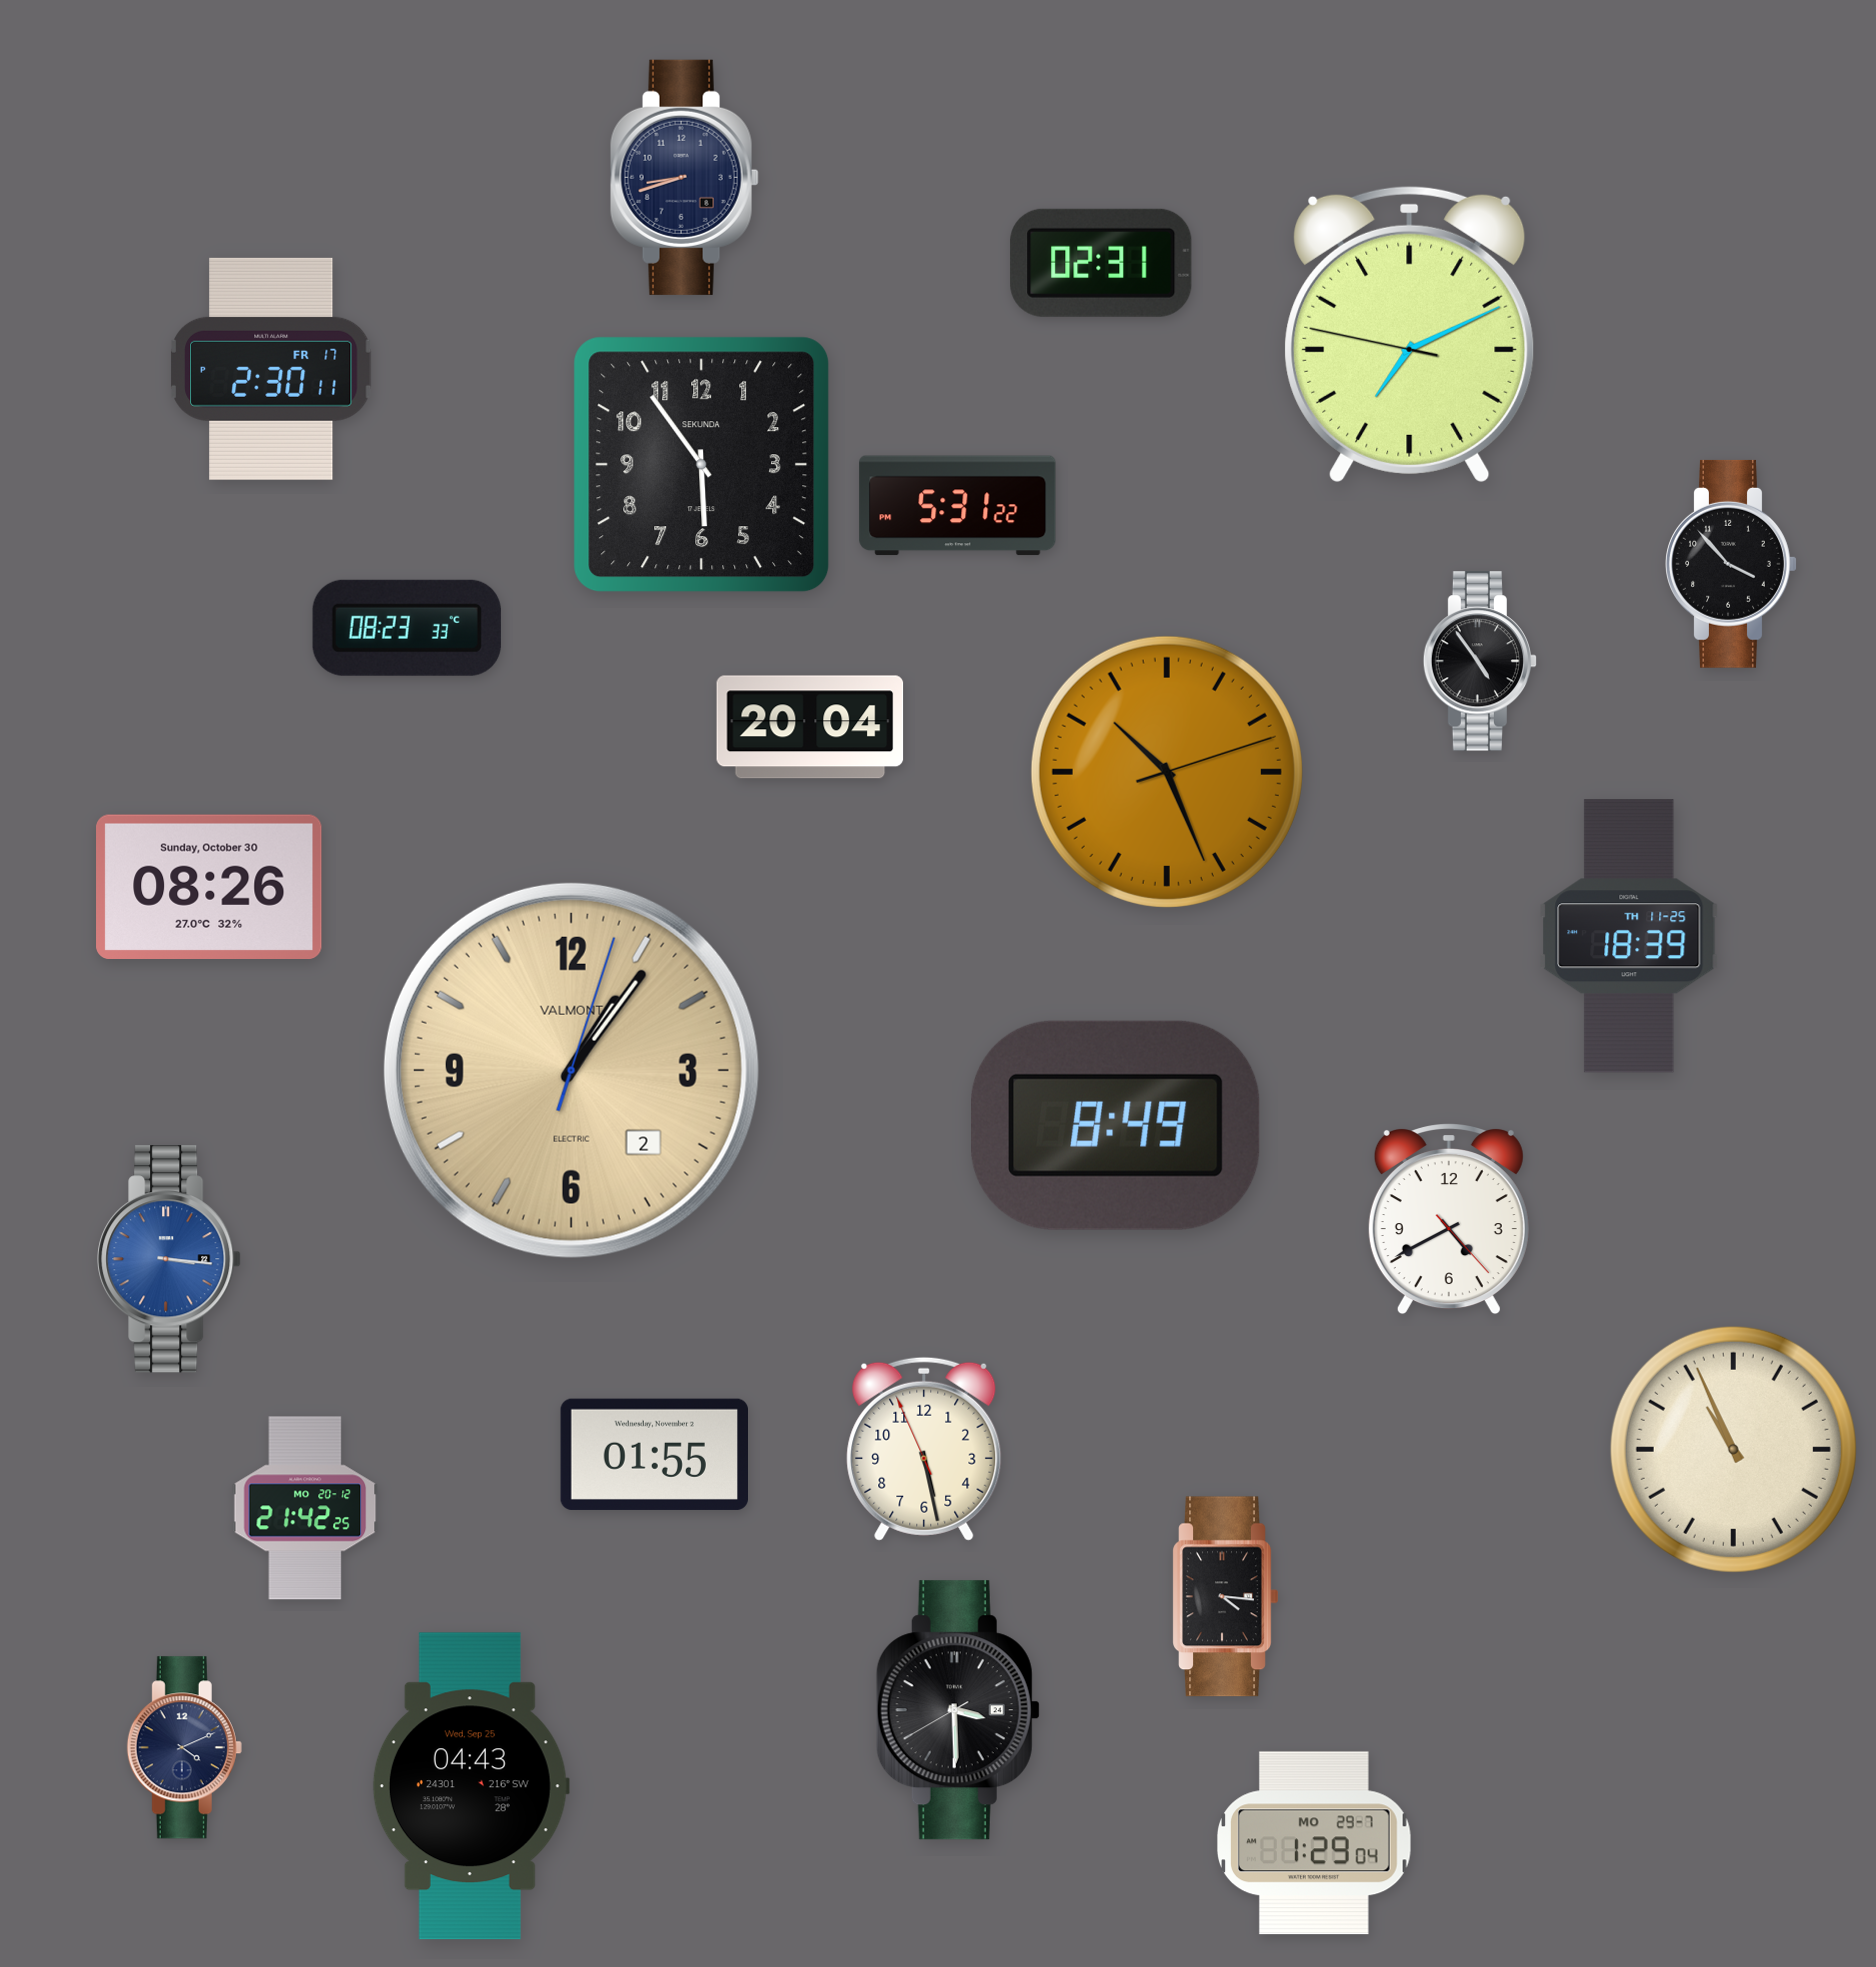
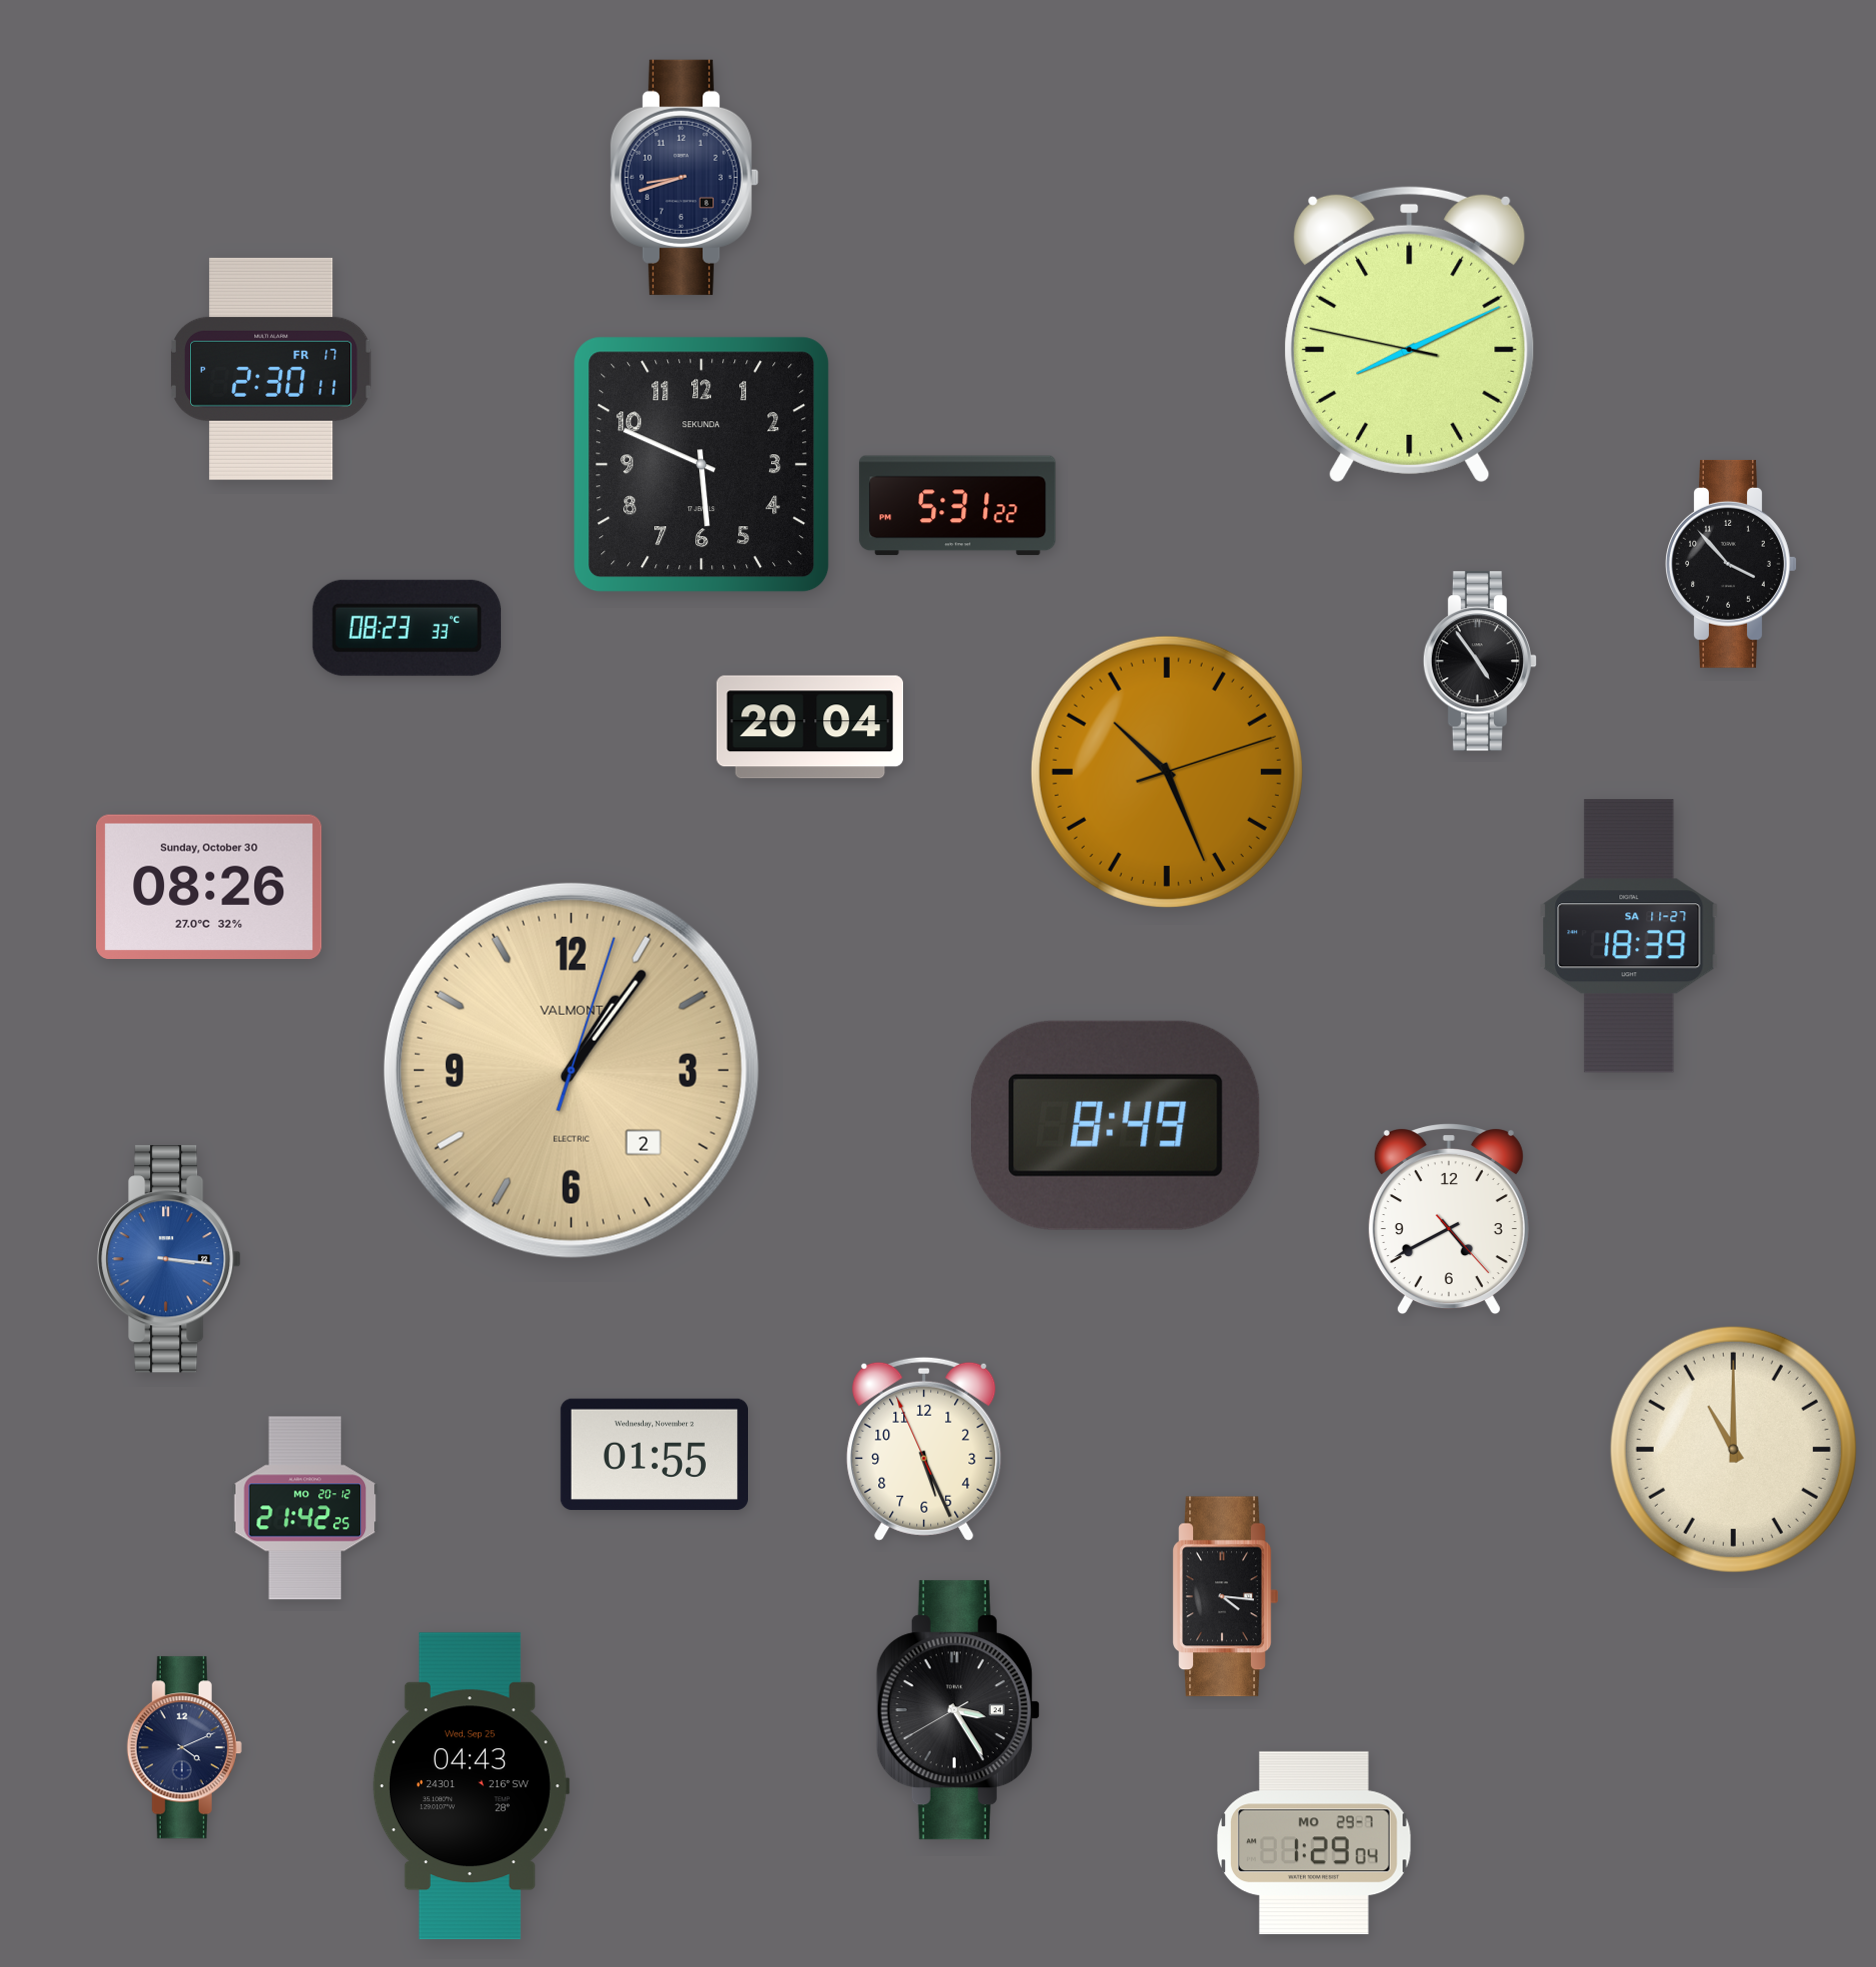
clock at (1101, 263): 02:31 -> none
clock at (1410, 334): 7:10 -> 8:10
clock at (702, 465): 5:54 -> 5:49
clock at (1629, 936) date: TH 11-25 -> SA 11-27
clock at (924, 1449): 5:27 -> 5:25
clock at (1733, 1449): 10:56 -> 11:00
clock at (958, 1710): 3:29 -> 3:24
